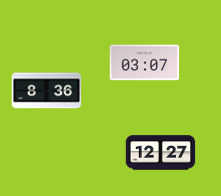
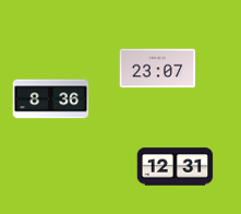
clock at (145, 63): 03:07 -> 23:07
clock at (161, 153): 12:27 -> 12:31
